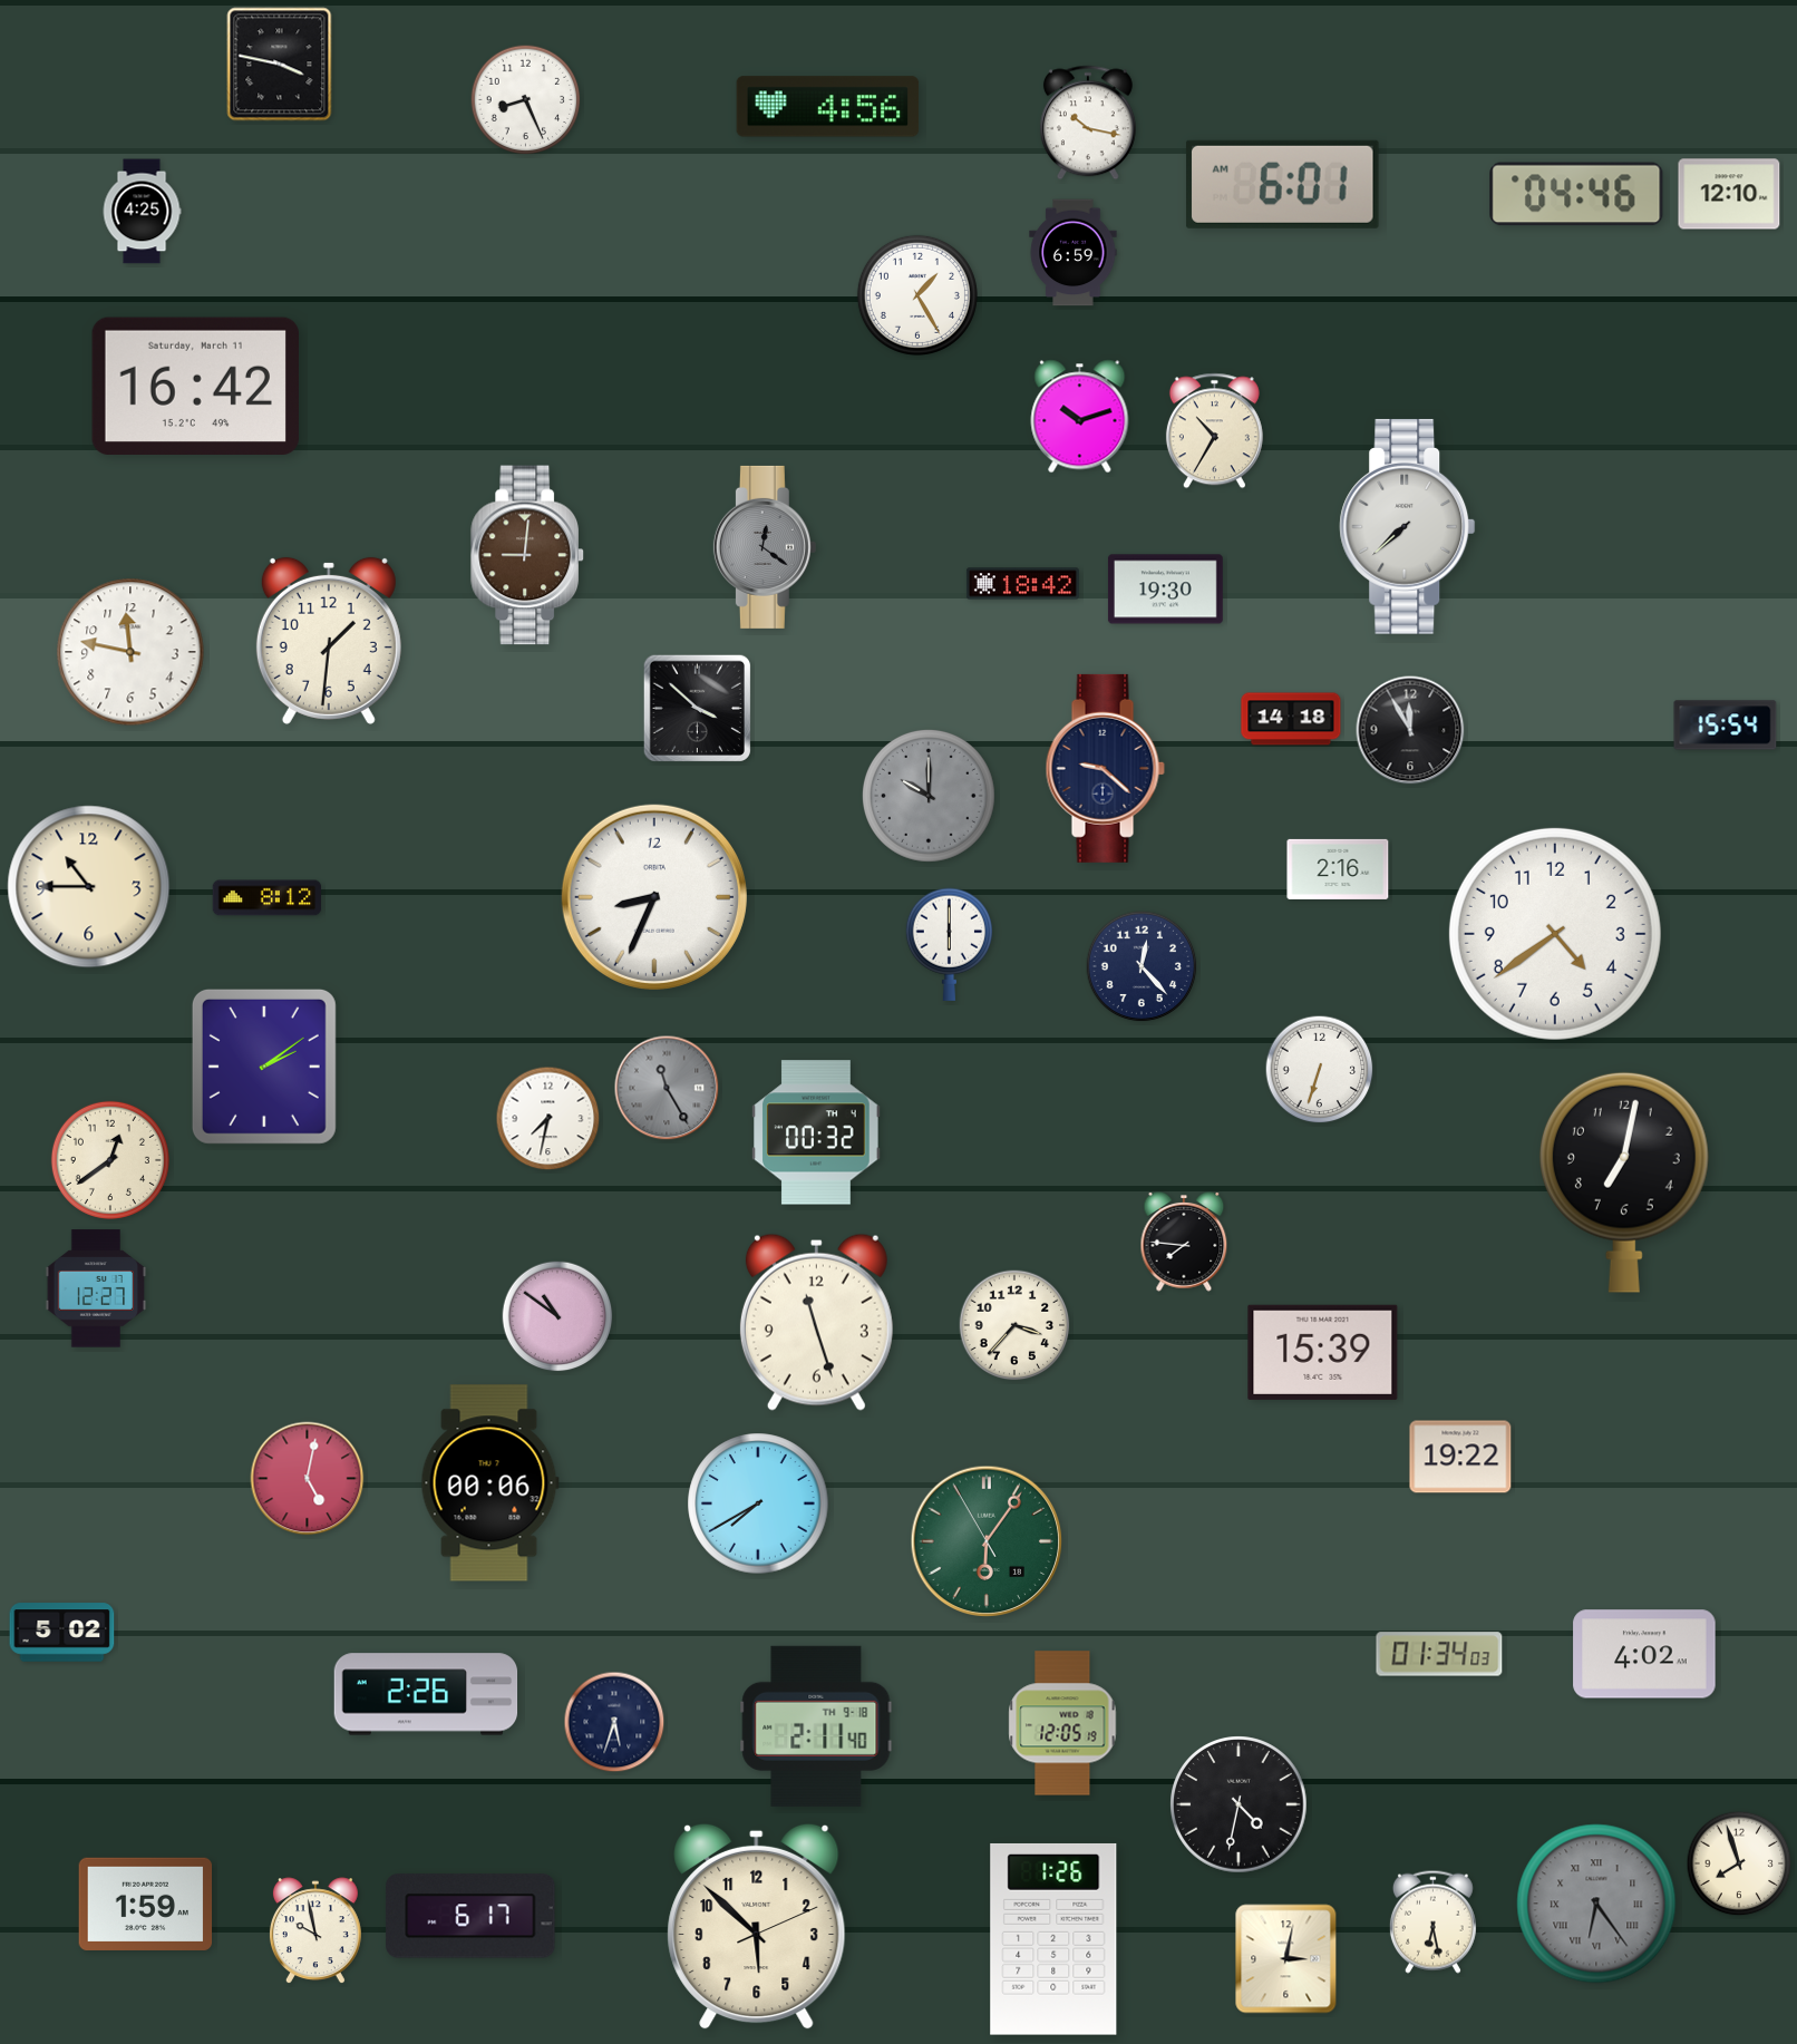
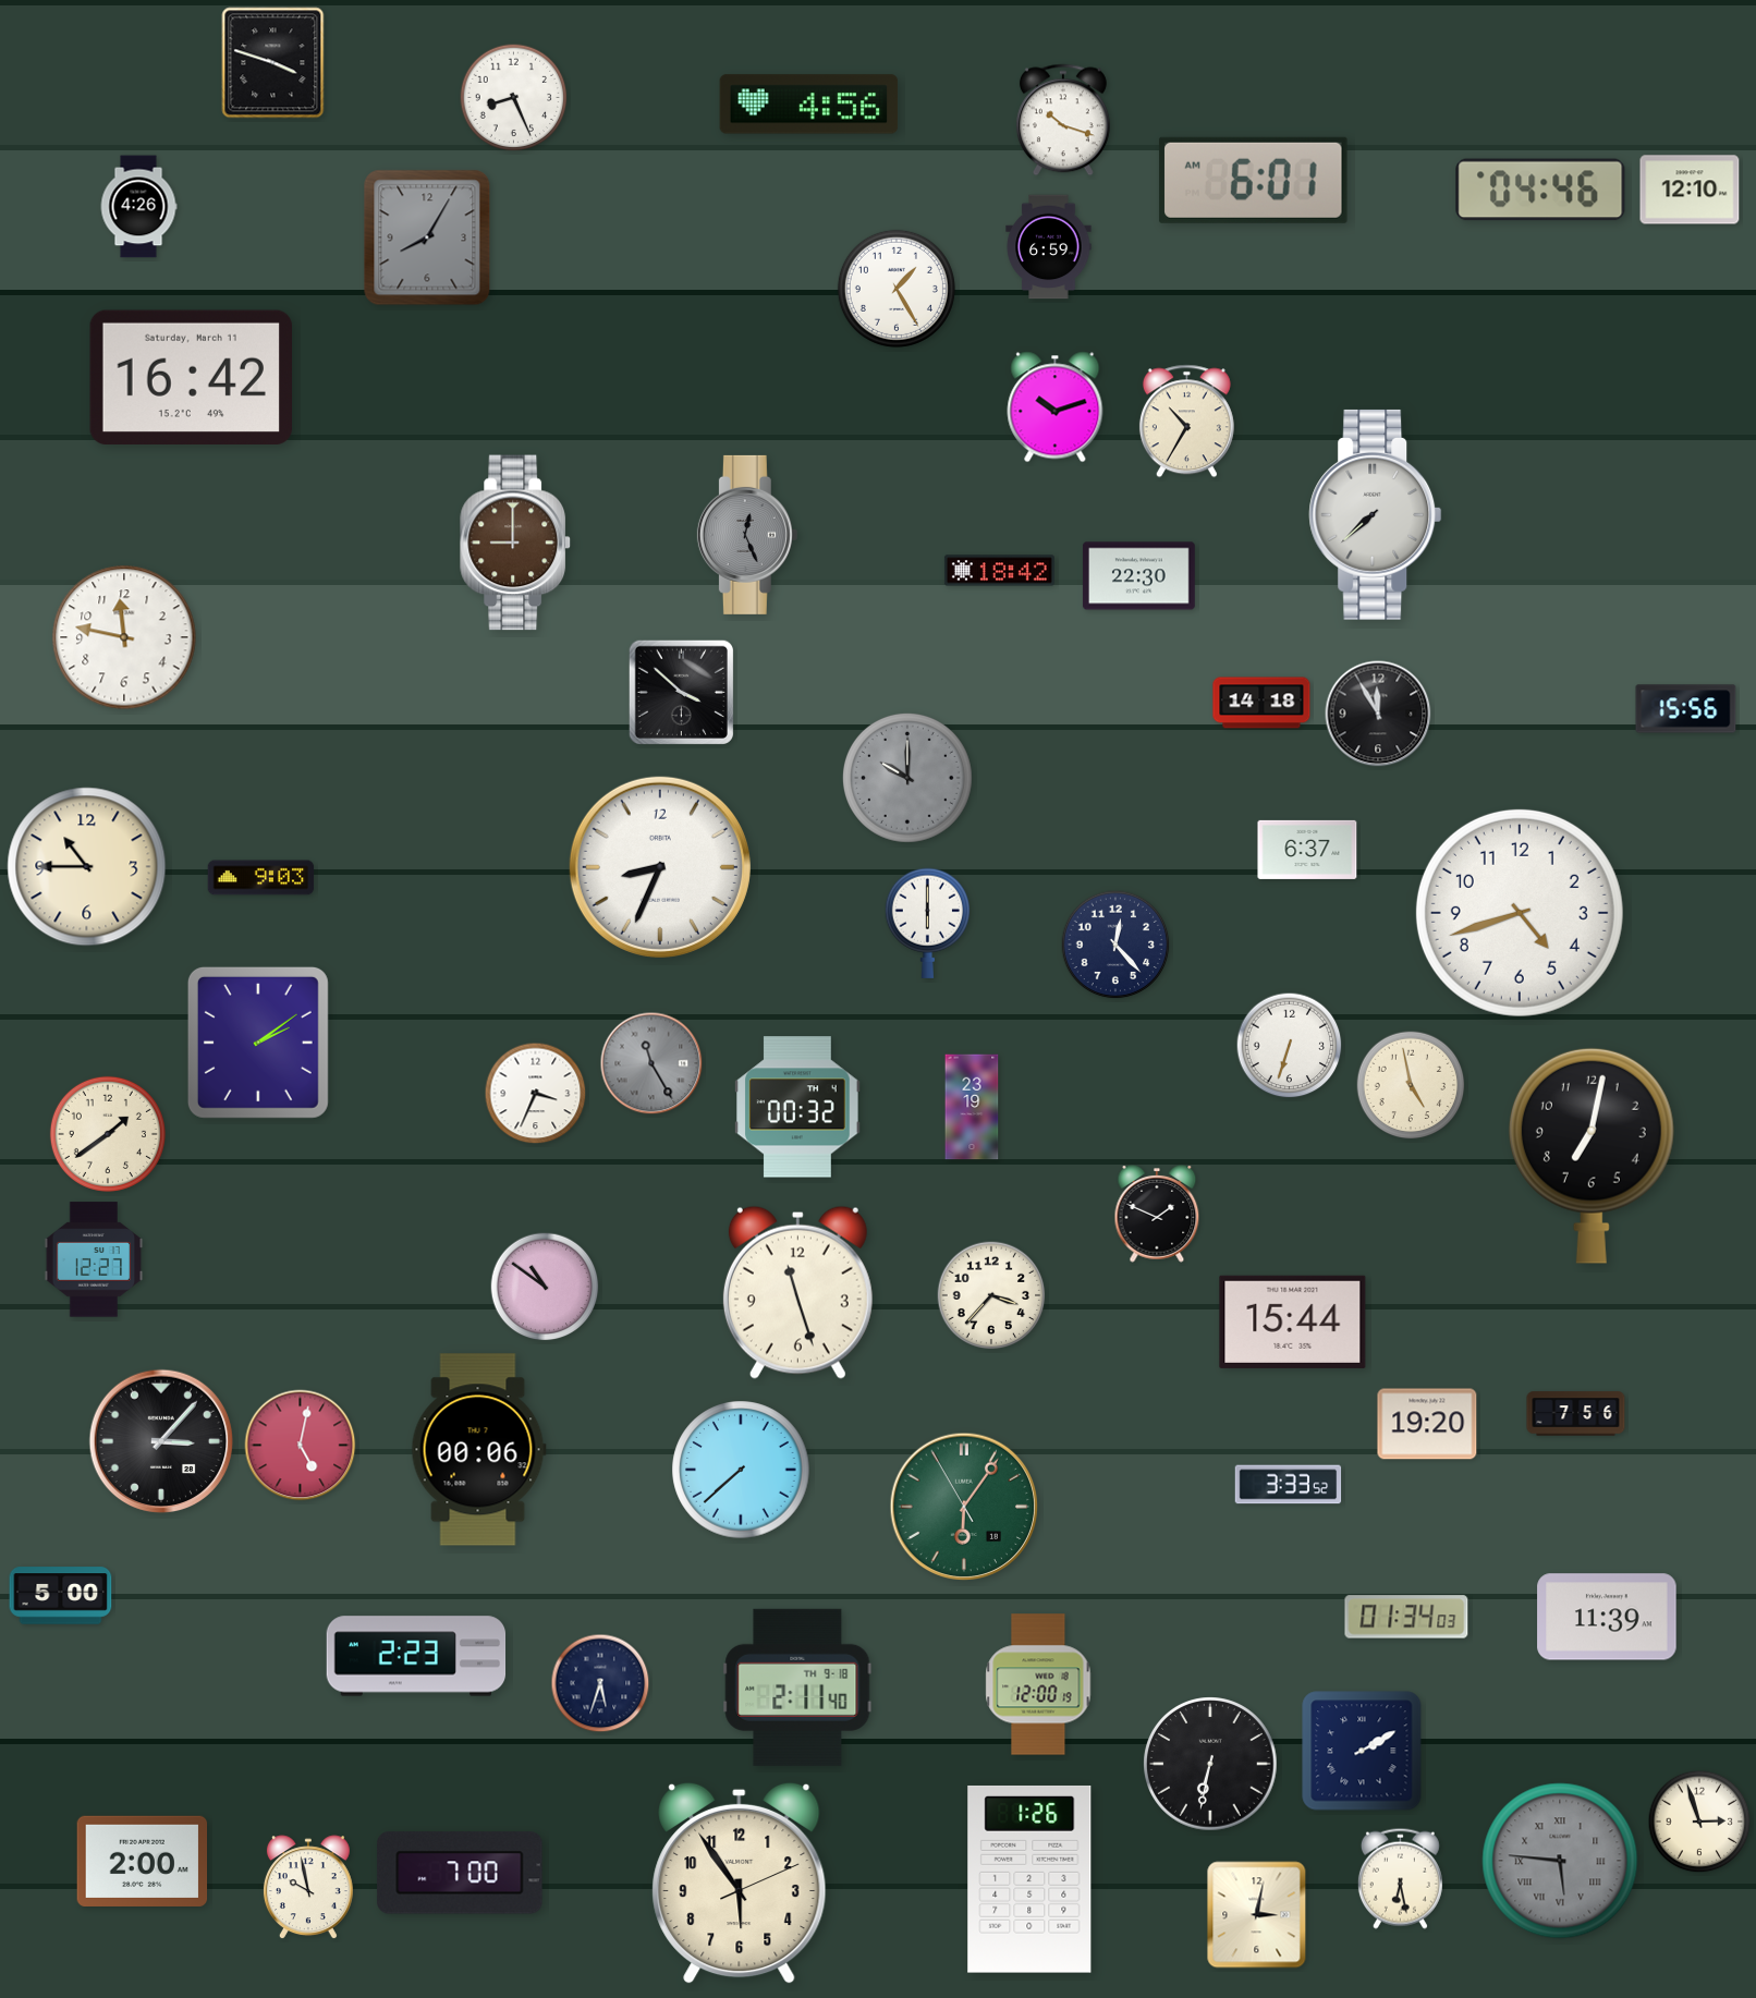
clock at (280, 65): 3:47 -> 3:48
clock at (1088, 123): 10:17 -> 10:18
clock at (142, 212): 4:25 -> 4:26
clock at (427, 237): none -> 8:05
clock at (765, 547): 12:21 -> 12:26
clock at (528, 555): 9:01 -> 9:00
clock at (1165, 590): 19:30 -> 22:30
clock at (329, 641): 1:31 -> none
clock at (130, 652) position: (130, 652) -> (124, 637)
clock at (1726, 726): 15:54 -> 15:56
clock at (1105, 768): 9:22 -> none
clock at (1338, 869): 2:16 -> 6:37
clock at (654, 897) position: (654, 897) -> (660, 867)
clock at (268, 898): 8:12 -> 9:03
clock at (1555, 934): 4:39 -> 4:42
clock at (1411, 1085): none -> 4:58
clock at (548, 1119): 7:32 -> 3:34
clock at (972, 1107): none -> 23:19
clock at (110, 1160): 12:39 -> 1:39
clock at (1624, 1182) position: (1624, 1182) -> (1592, 1156)
clock at (1184, 1243): 7:46 -> 1:49
clock at (1323, 1352): 15:39 -> 15:44
clock at (1576, 1414): none -> 7:56
clock at (1460, 1457): 19:22 -> 19:20
clock at (161, 1441): none -> 3:07
clock at (758, 1503): 7:40 -> 7:38
clock at (1289, 1485): none -> 3:33
clock at (62, 1633): 5:02 -> 5:00
clock at (1644, 1654): 4:02 -> 11:39
clock at (426, 1694): 2:26 -> 2:23
clock at (1062, 1723): 12:05 -> 12:00
clock at (1362, 1751): none -> 2:10
clock at (1239, 1804): 4:32 -> 6:32
clock at (1739, 1863): 7:57 -> 2:57
clock at (146, 1904): 1:59 -> 2:00
clock at (1596, 1904): 6:24 -> 5:46
clock at (470, 1916): 6:17 -> 7:00
clock at (757, 1926): 5:52 -> 5:54
clock at (1053, 1939) position: (1053, 1939) -> (1029, 1879)
